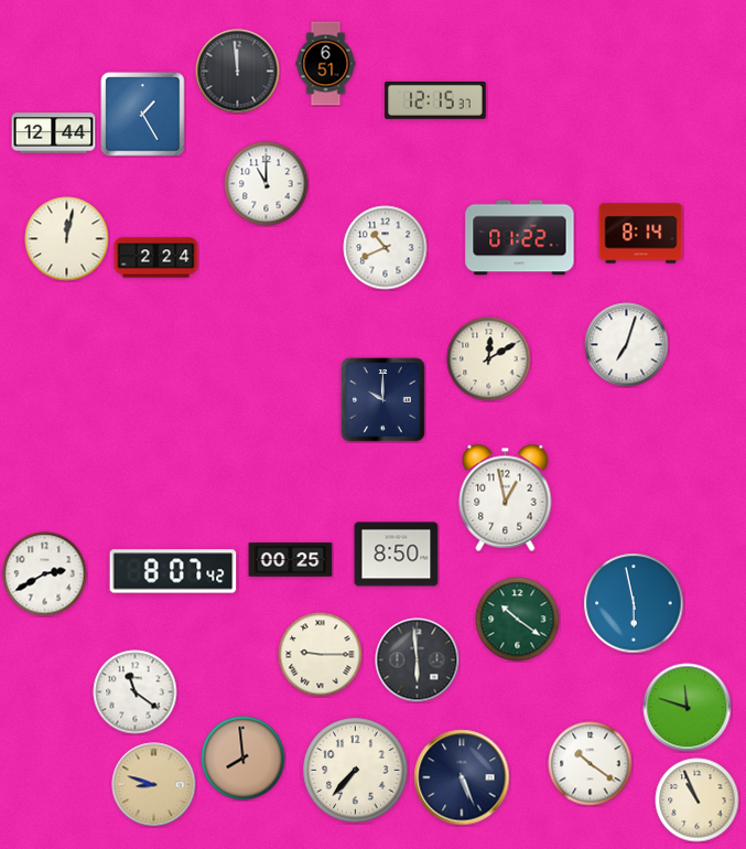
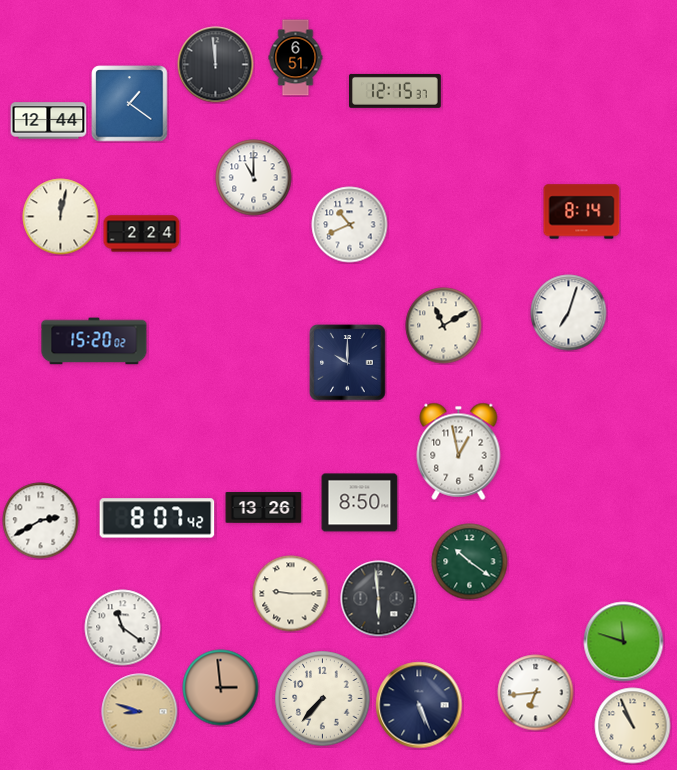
clock at (143, 115): 1:25 -> 1:21
clock at (267, 184) position: (267, 184) -> (254, 178)
clock at (520, 238): 01:22 -> none
clock at (489, 359): 12:10 -> 11:10
clock at (94, 341): none -> 15:20
clock at (291, 560): 00:25 -> 13:26
clock at (634, 603): 5:58 -> none
clock at (244, 759): 7:59 -> 2:59
clock at (591, 764): 10:21 -> 6:44
